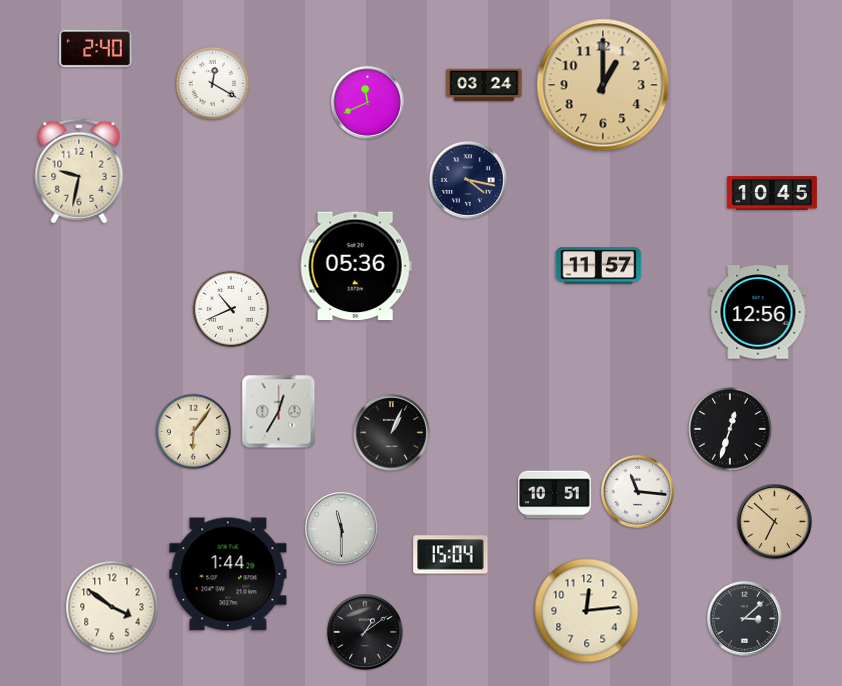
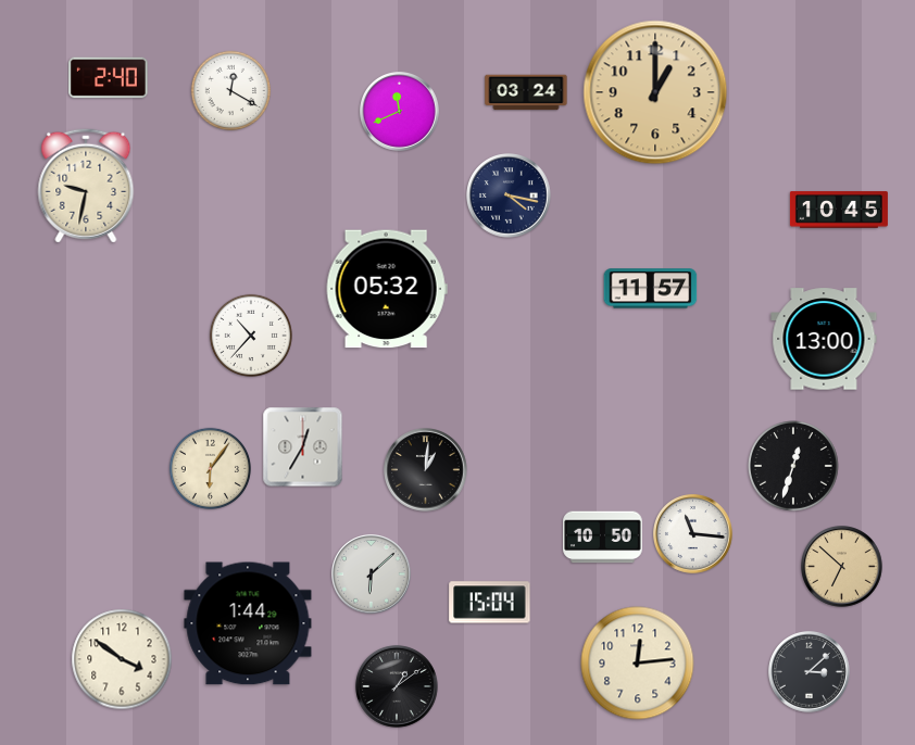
clock at (96, 49) position: (96, 49) -> (109, 78)
clock at (356, 266): 05:36 -> 05:32
clock at (231, 309): 10:41 -> 10:37
clock at (758, 312): 12:56 -> 13:00
clock at (392, 433): 1:04 -> 1:01
clock at (555, 495): 10:51 -> 10:50
clock at (342, 529): 11:30 -> 6:08
